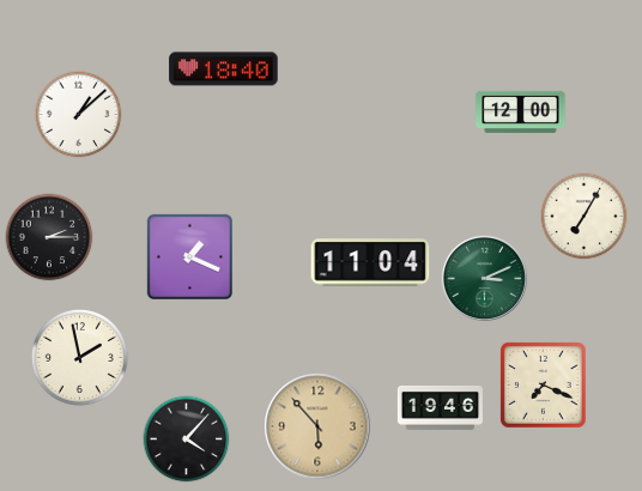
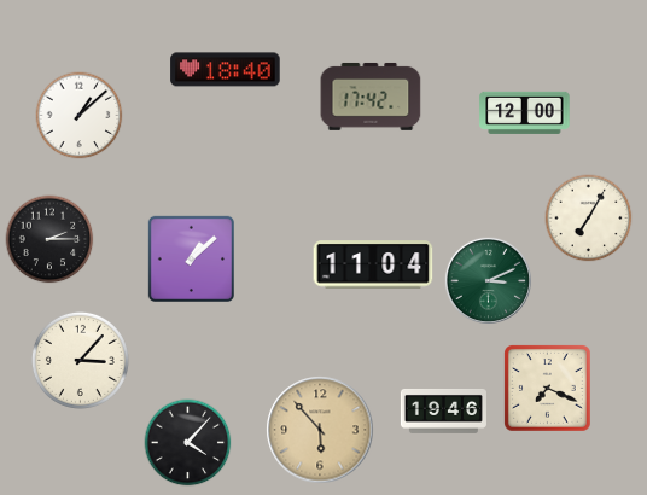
clock at (371, 97): none -> 17:42
clock at (189, 256): 1:19 -> 1:08
clock at (79, 357): 1:58 -> 3:07
